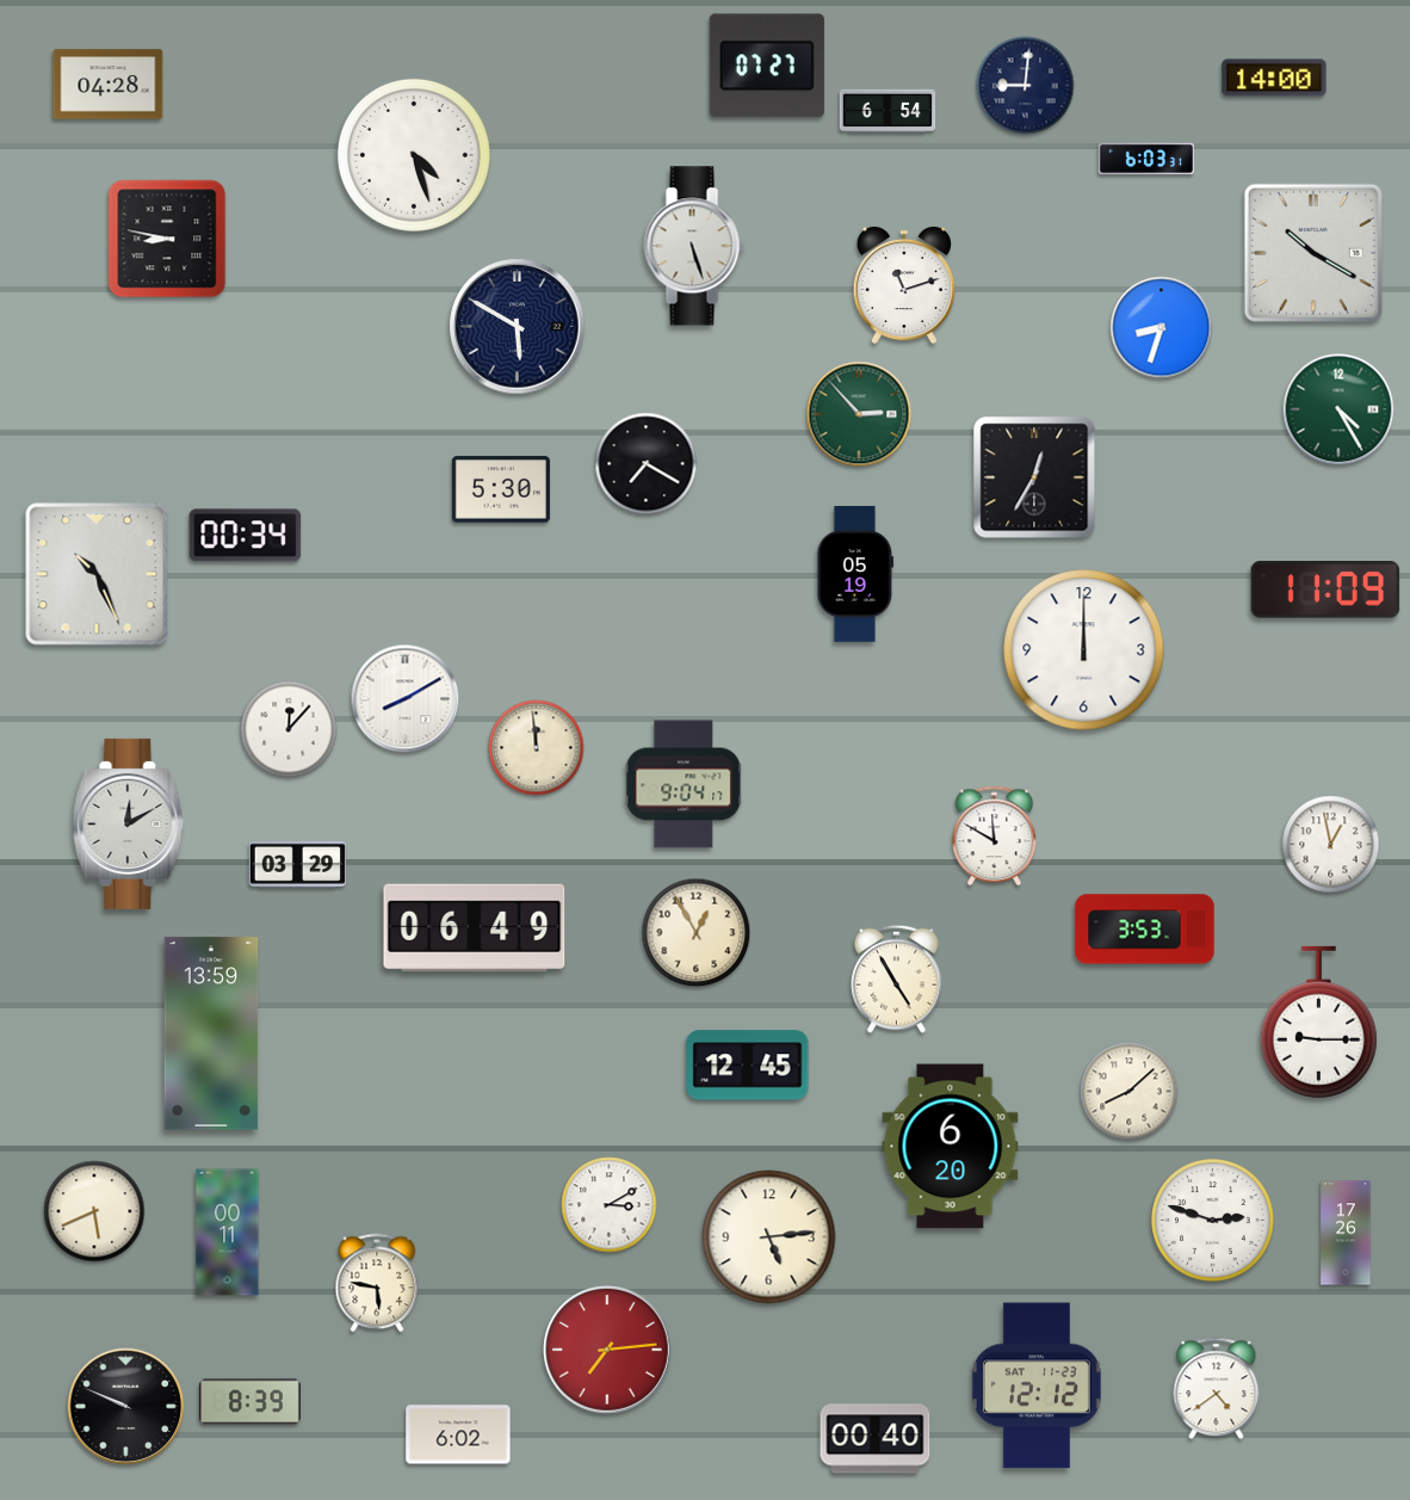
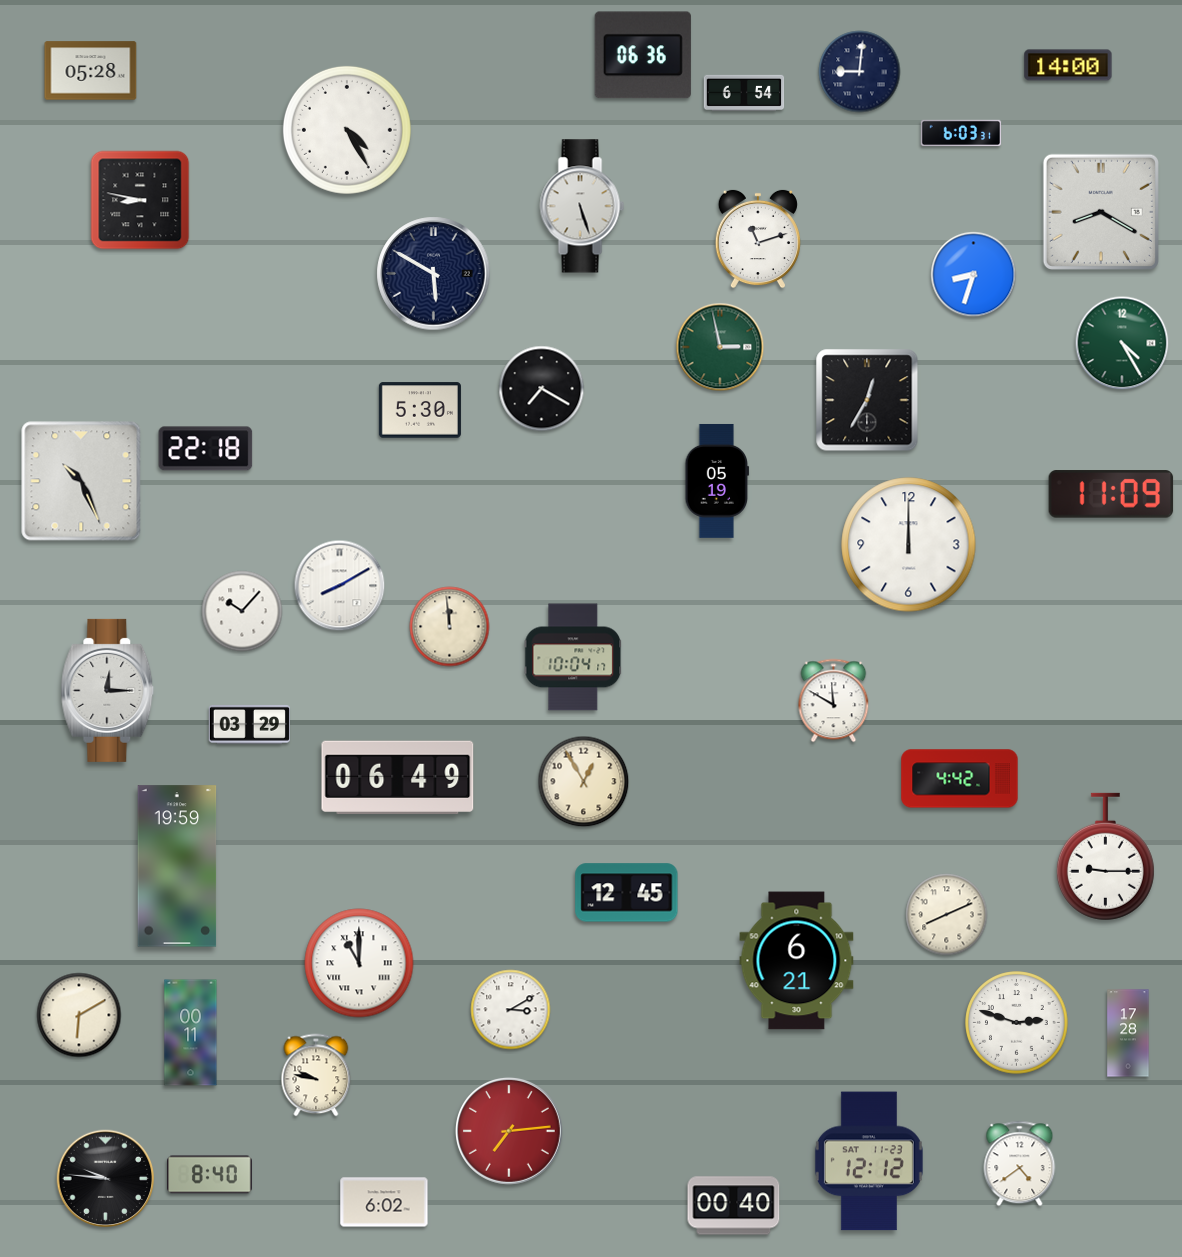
clock at (767, 66): 07:27 -> 06:36
clock at (109, 85): 04:28 -> 05:28
clock at (414, 155): 4:27 -> 4:25
clock at (1313, 253): 10:20 -> 8:20
clock at (859, 414): 2:53 -> 2:58
clock at (246, 536): 00:34 -> 22:18
clock at (289, 729): 12:07 -> 10:07
clock at (684, 784): 9:04 -> 10:04
clock at (129, 823): 12:10 -> 12:15
clock at (1331, 845): 12:58 -> none
clock at (1145, 930): 3:53 -> 4:42
clock at (897, 979): 4:55 -> none
clock at (211, 1033): 13:59 -> 19:59
clock at (1130, 1092): 8:08 -> 8:11
clock at (951, 1147): 6:20 -> 6:21
clock at (359, 963): none -> 11:00
clock at (94, 1211): 5:41 -> 6:10
clock at (1346, 1233): 17:26 -> 17:28
clock at (769, 1237): 5:14 -> none
clock at (377, 1283): 5:47 -> 9:47
clock at (251, 1402): 8:39 -> 8:40
clock at (126, 1407): 9:49 -> 9:46
